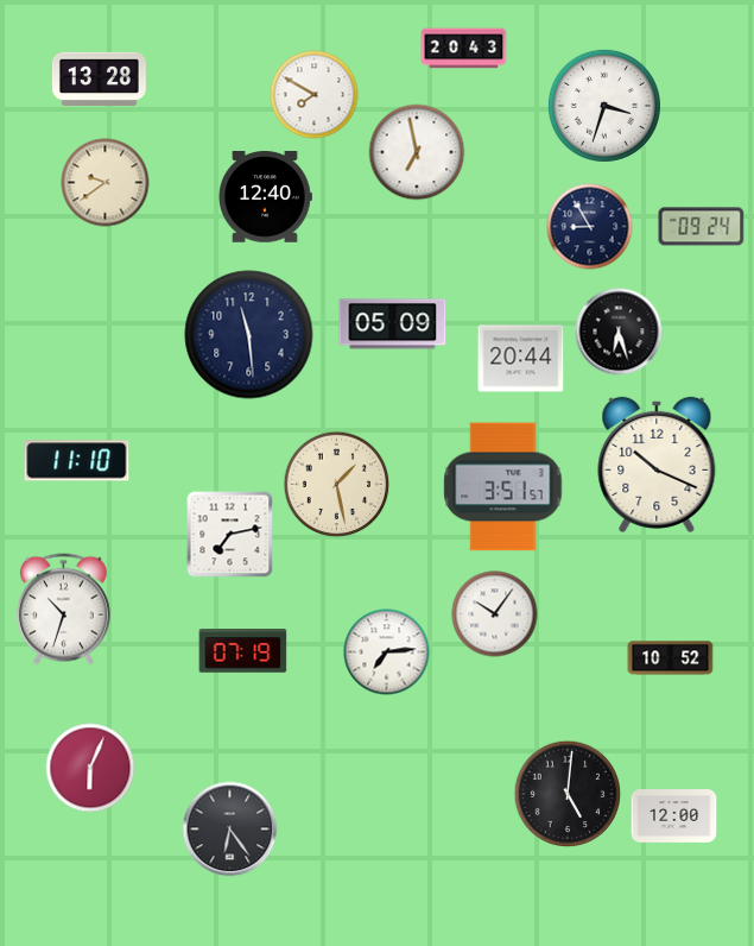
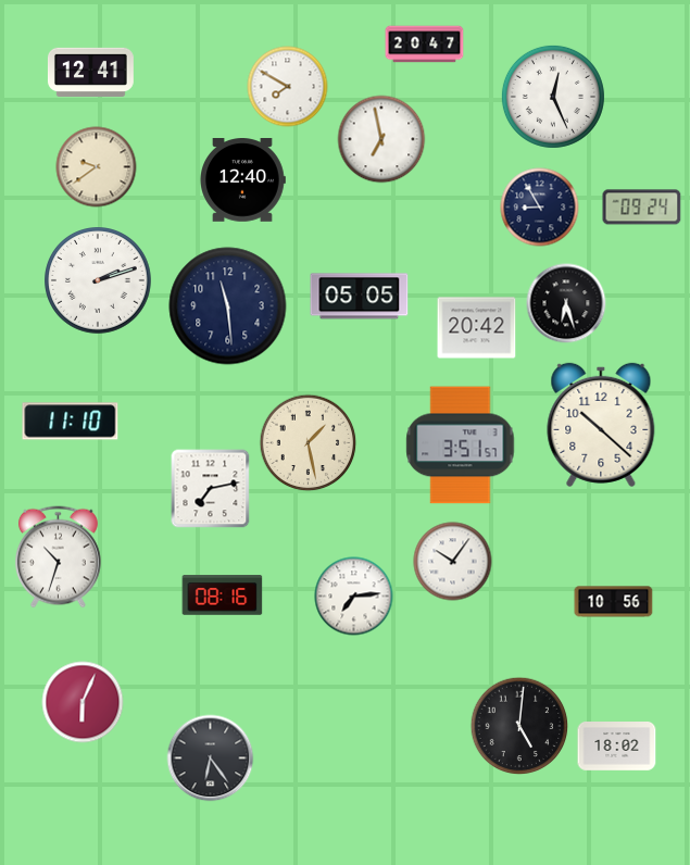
clock at (464, 49): 20:43 -> 20:47
clock at (99, 78): 13:28 -> 12:41
clock at (604, 106): 3:33 -> 12:26
clock at (99, 281): none -> 2:12
clock at (393, 324): 05:09 -> 05:05
clock at (521, 359): 20:44 -> 20:42
clock at (657, 465): 10:19 -> 10:22
clock at (243, 651): 07:19 -> 08:16
clock at (671, 658): 10:52 -> 10:56
clock at (674, 816): 12:00 -> 18:02
